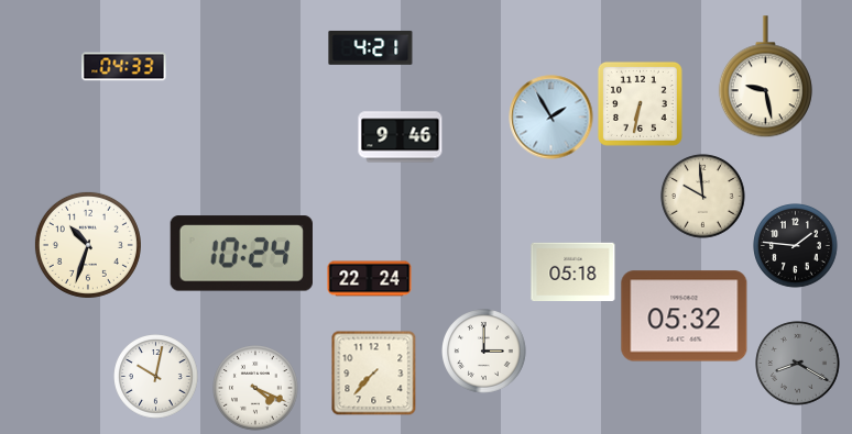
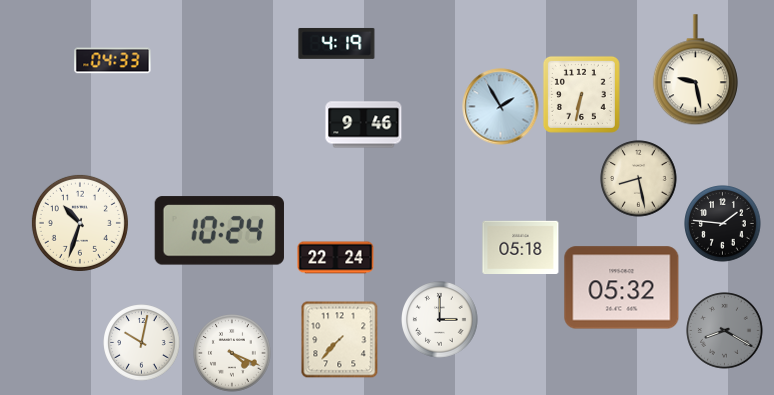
clock at (371, 47): 4:21 -> 4:19
clock at (703, 197): 9:59 -> 8:28
clock at (370, 279) position: (370, 279) -> (336, 258)
